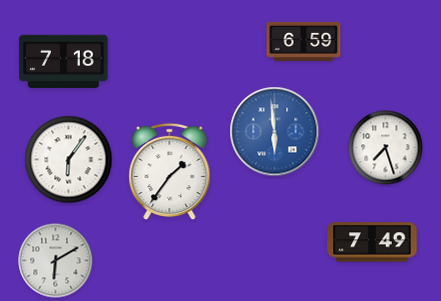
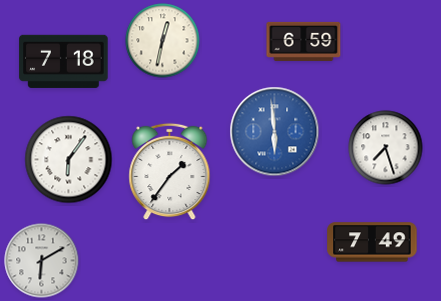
clock at (163, 41): none -> 12:32
clock at (56, 261) position: (56, 261) -> (42, 261)
